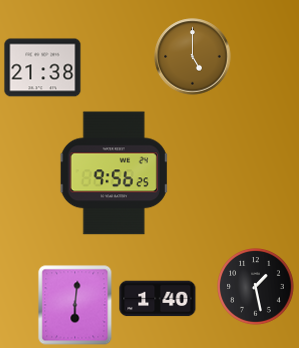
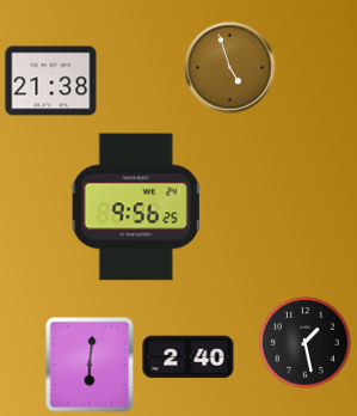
clock at (193, 57): 5:00 -> 4:57
clock at (158, 299): 1:40 -> 2:40
